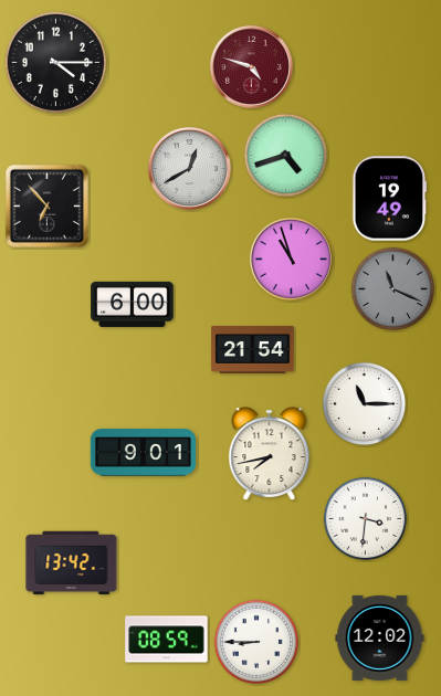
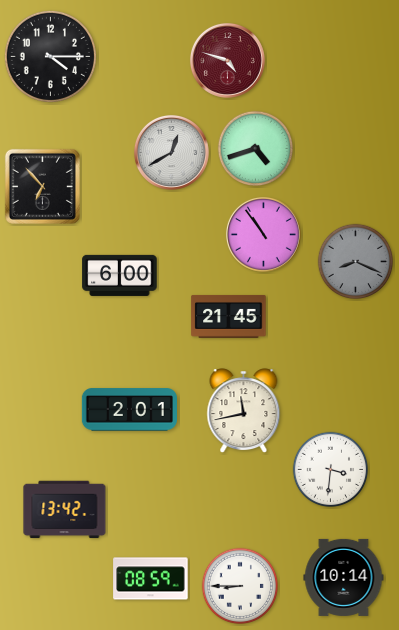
clock at (286, 156) position: (286, 156) -> (256, 149)
clock at (390, 199): 19:49 -> none
clock at (291, 259): 10:57 -> 10:54
clock at (393, 289): 11:19 -> 8:19
clock at (253, 349): 21:54 -> 21:45
clock at (365, 404): 11:15 -> none
clock at (143, 453): 9:01 -> 2:01
clock at (270, 454): 7:43 -> 11:43
clock at (380, 637): 12:02 -> 10:14
clock at (256, 642) position: (256, 642) -> (240, 586)
